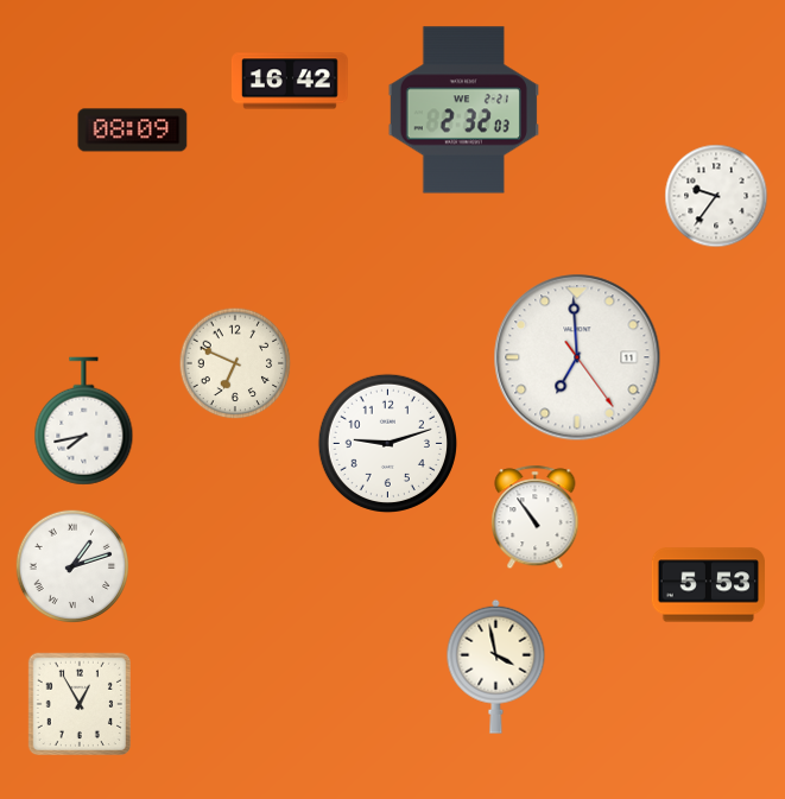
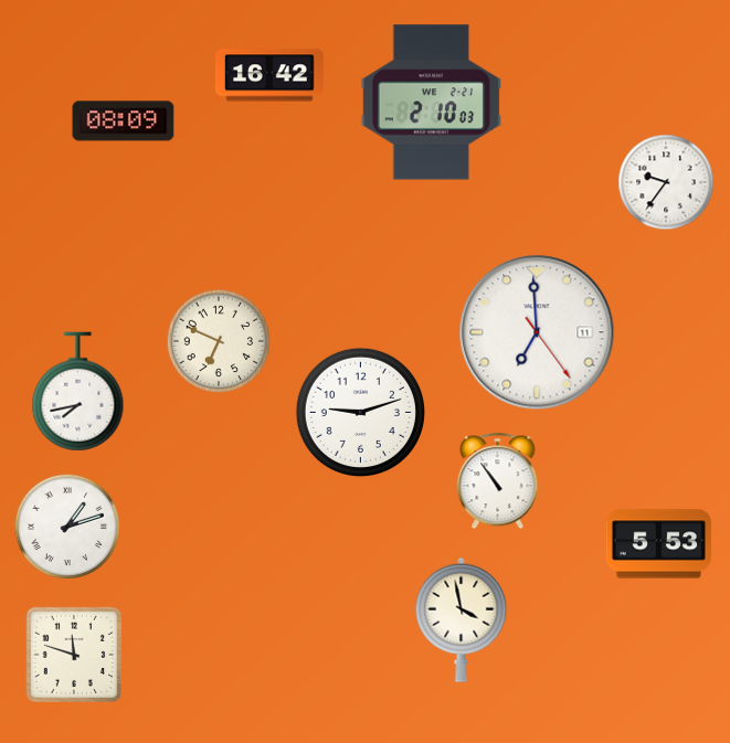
clock at (463, 110): 2:32 -> 2:10
clock at (235, 363) position: (235, 363) -> (219, 341)
clock at (78, 703): 12:55 -> 11:48
